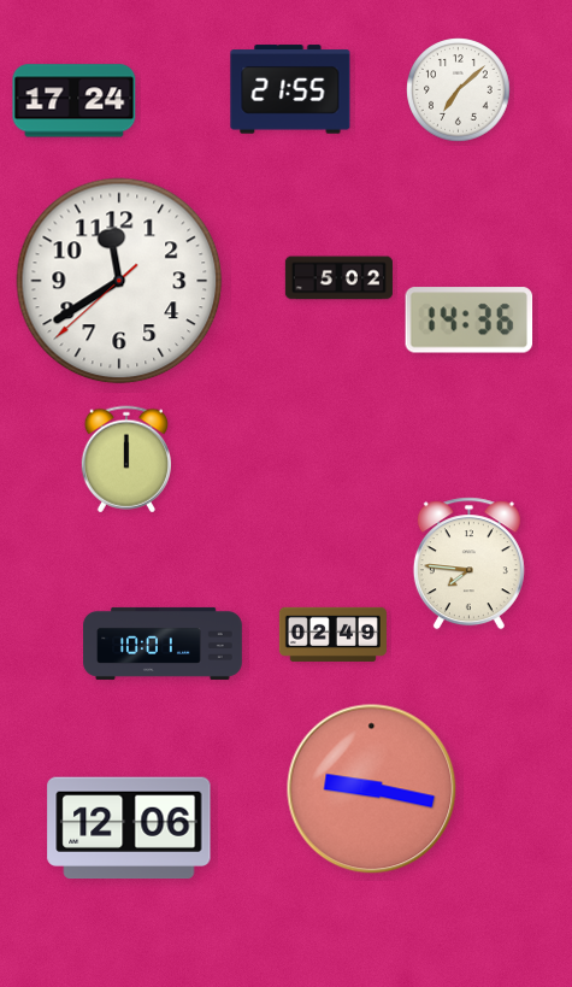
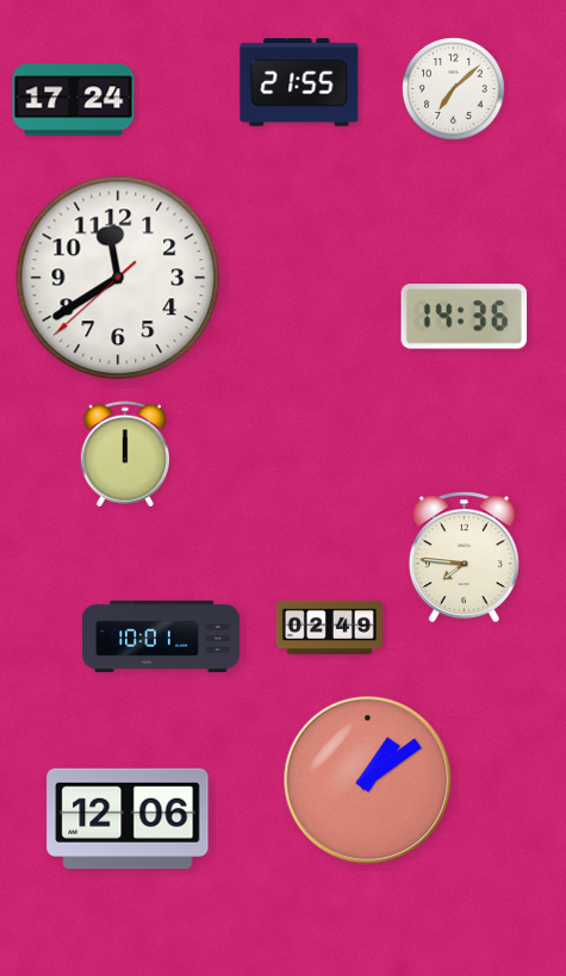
clock at (290, 89) position: (290, 89) -> (299, 82)
clock at (338, 278): 5:02 -> none
clock at (372, 789): 9:17 -> 1:09
